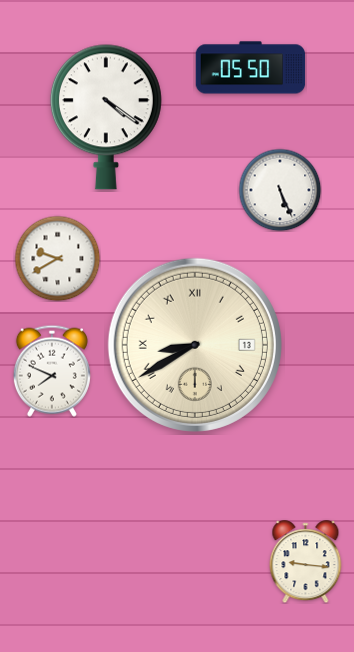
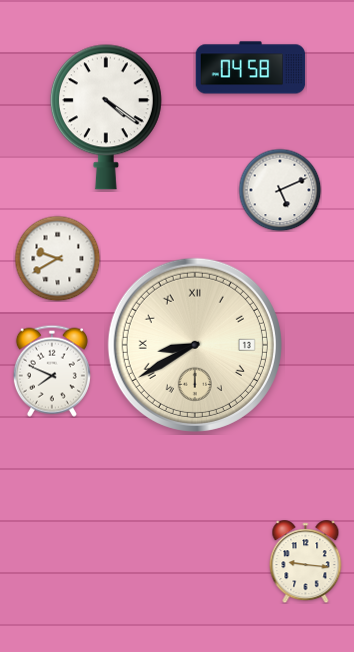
clock at (251, 68): 05:50 -> 04:58
clock at (280, 190): 5:26 -> 5:11
